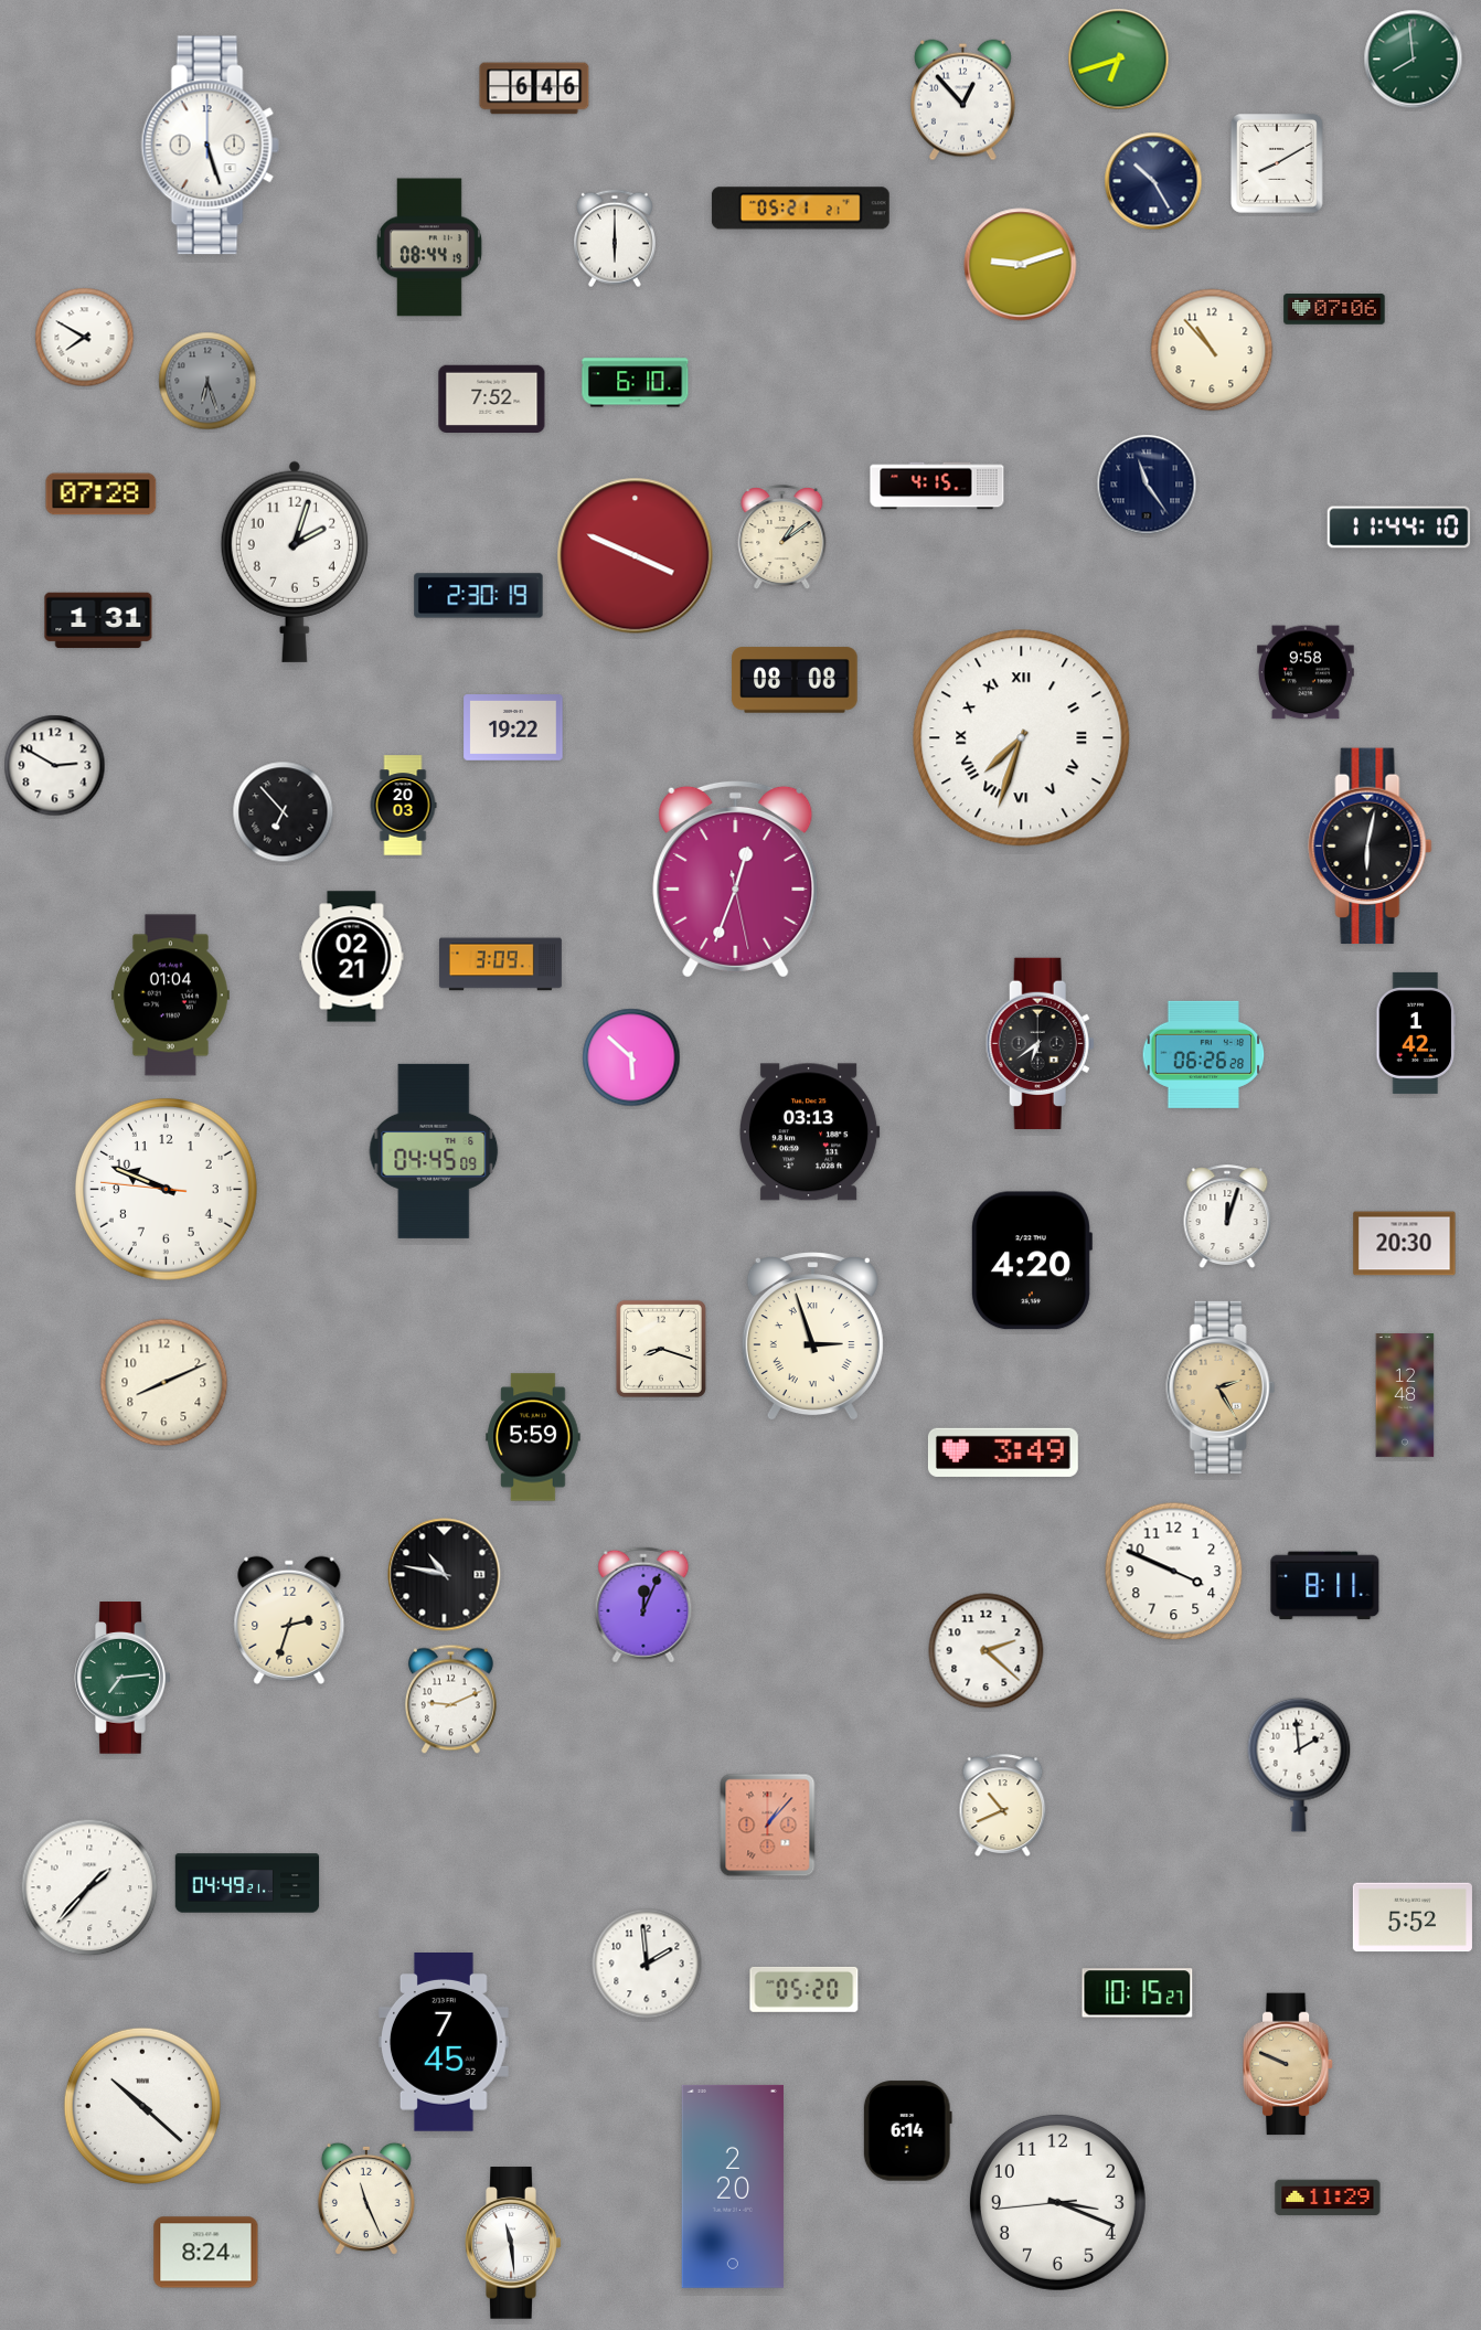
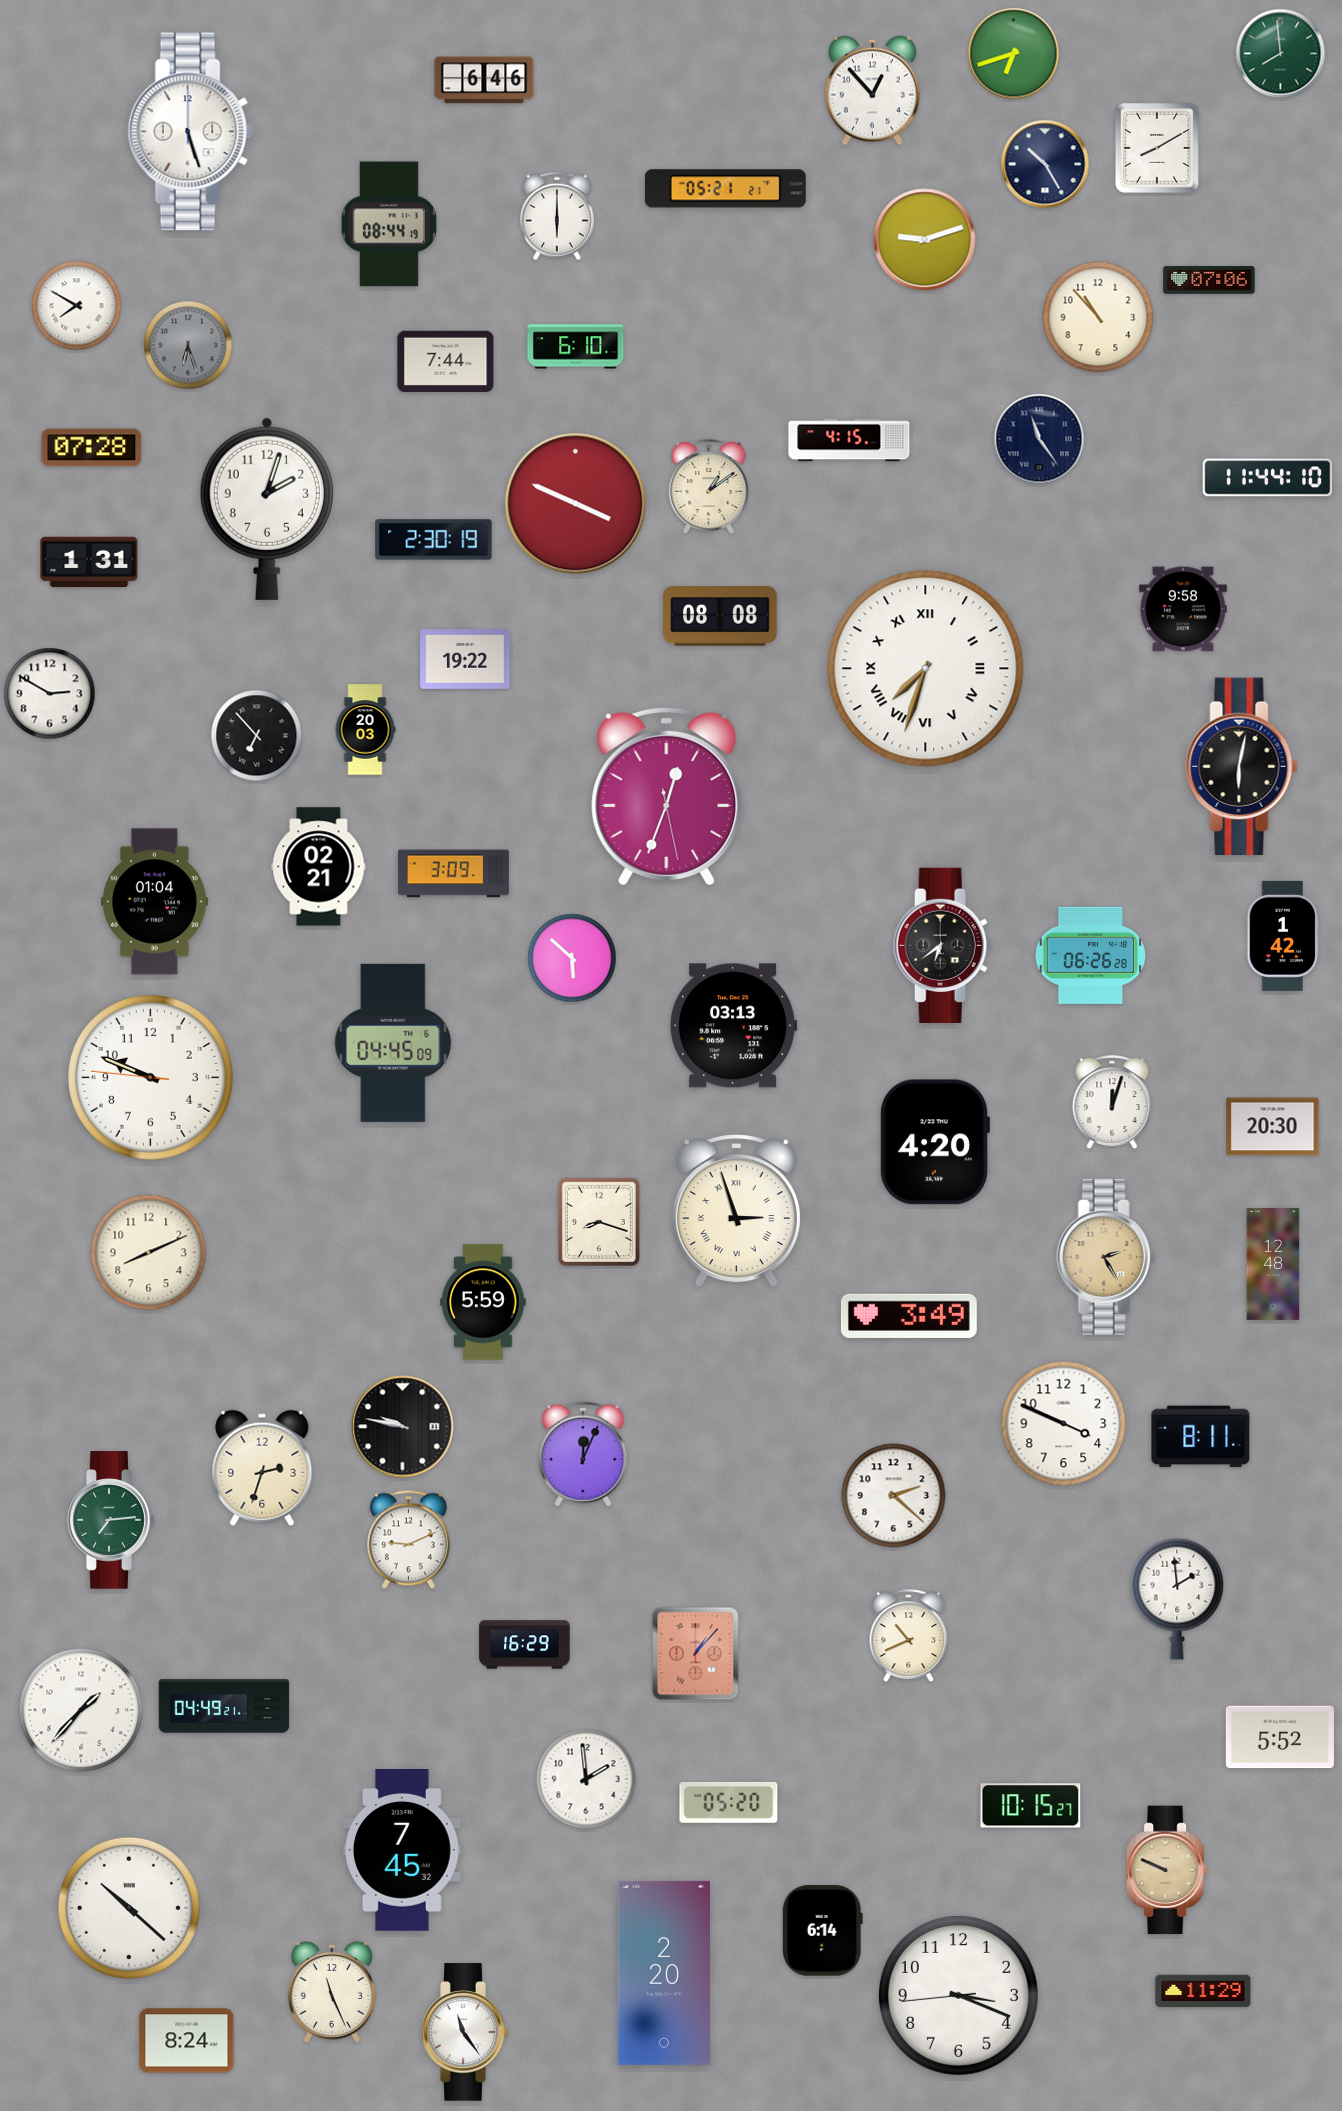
clock at (492, 398): 7:52 -> 7:44
clock at (445, 1575): 10:47 -> 9:47
clock at (525, 1645): none -> 16:29
clock at (733, 2187) position: (733, 2187) -> (664, 1973)
clock at (513, 2243): 11:29 -> 11:24
